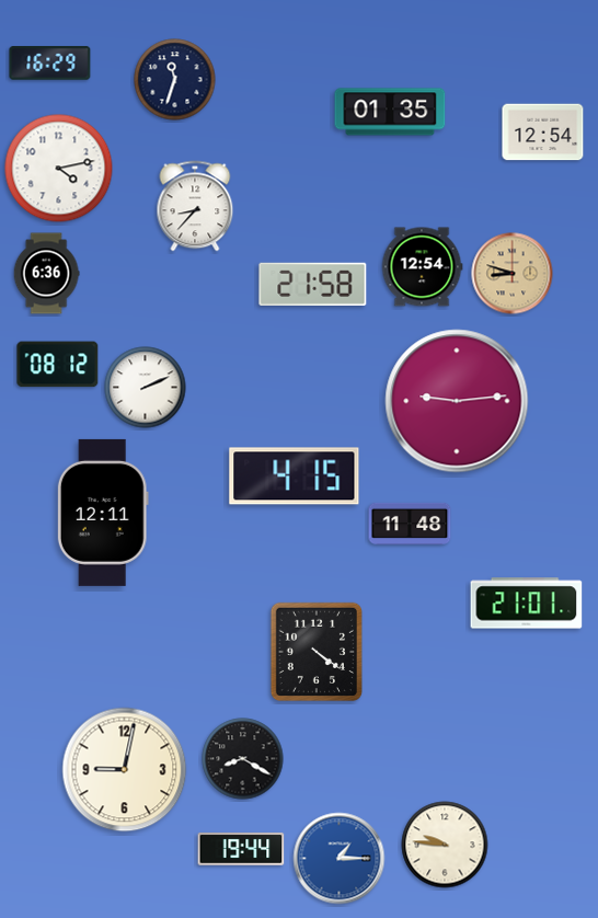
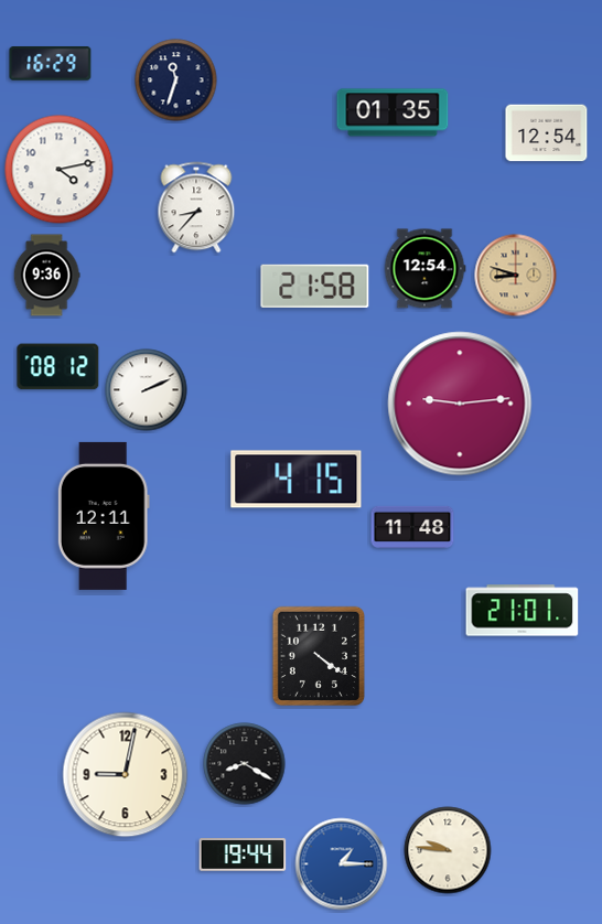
clock at (46, 274): 6:36 -> 9:36
clock at (527, 604) position: (527, 604) -> (523, 611)
